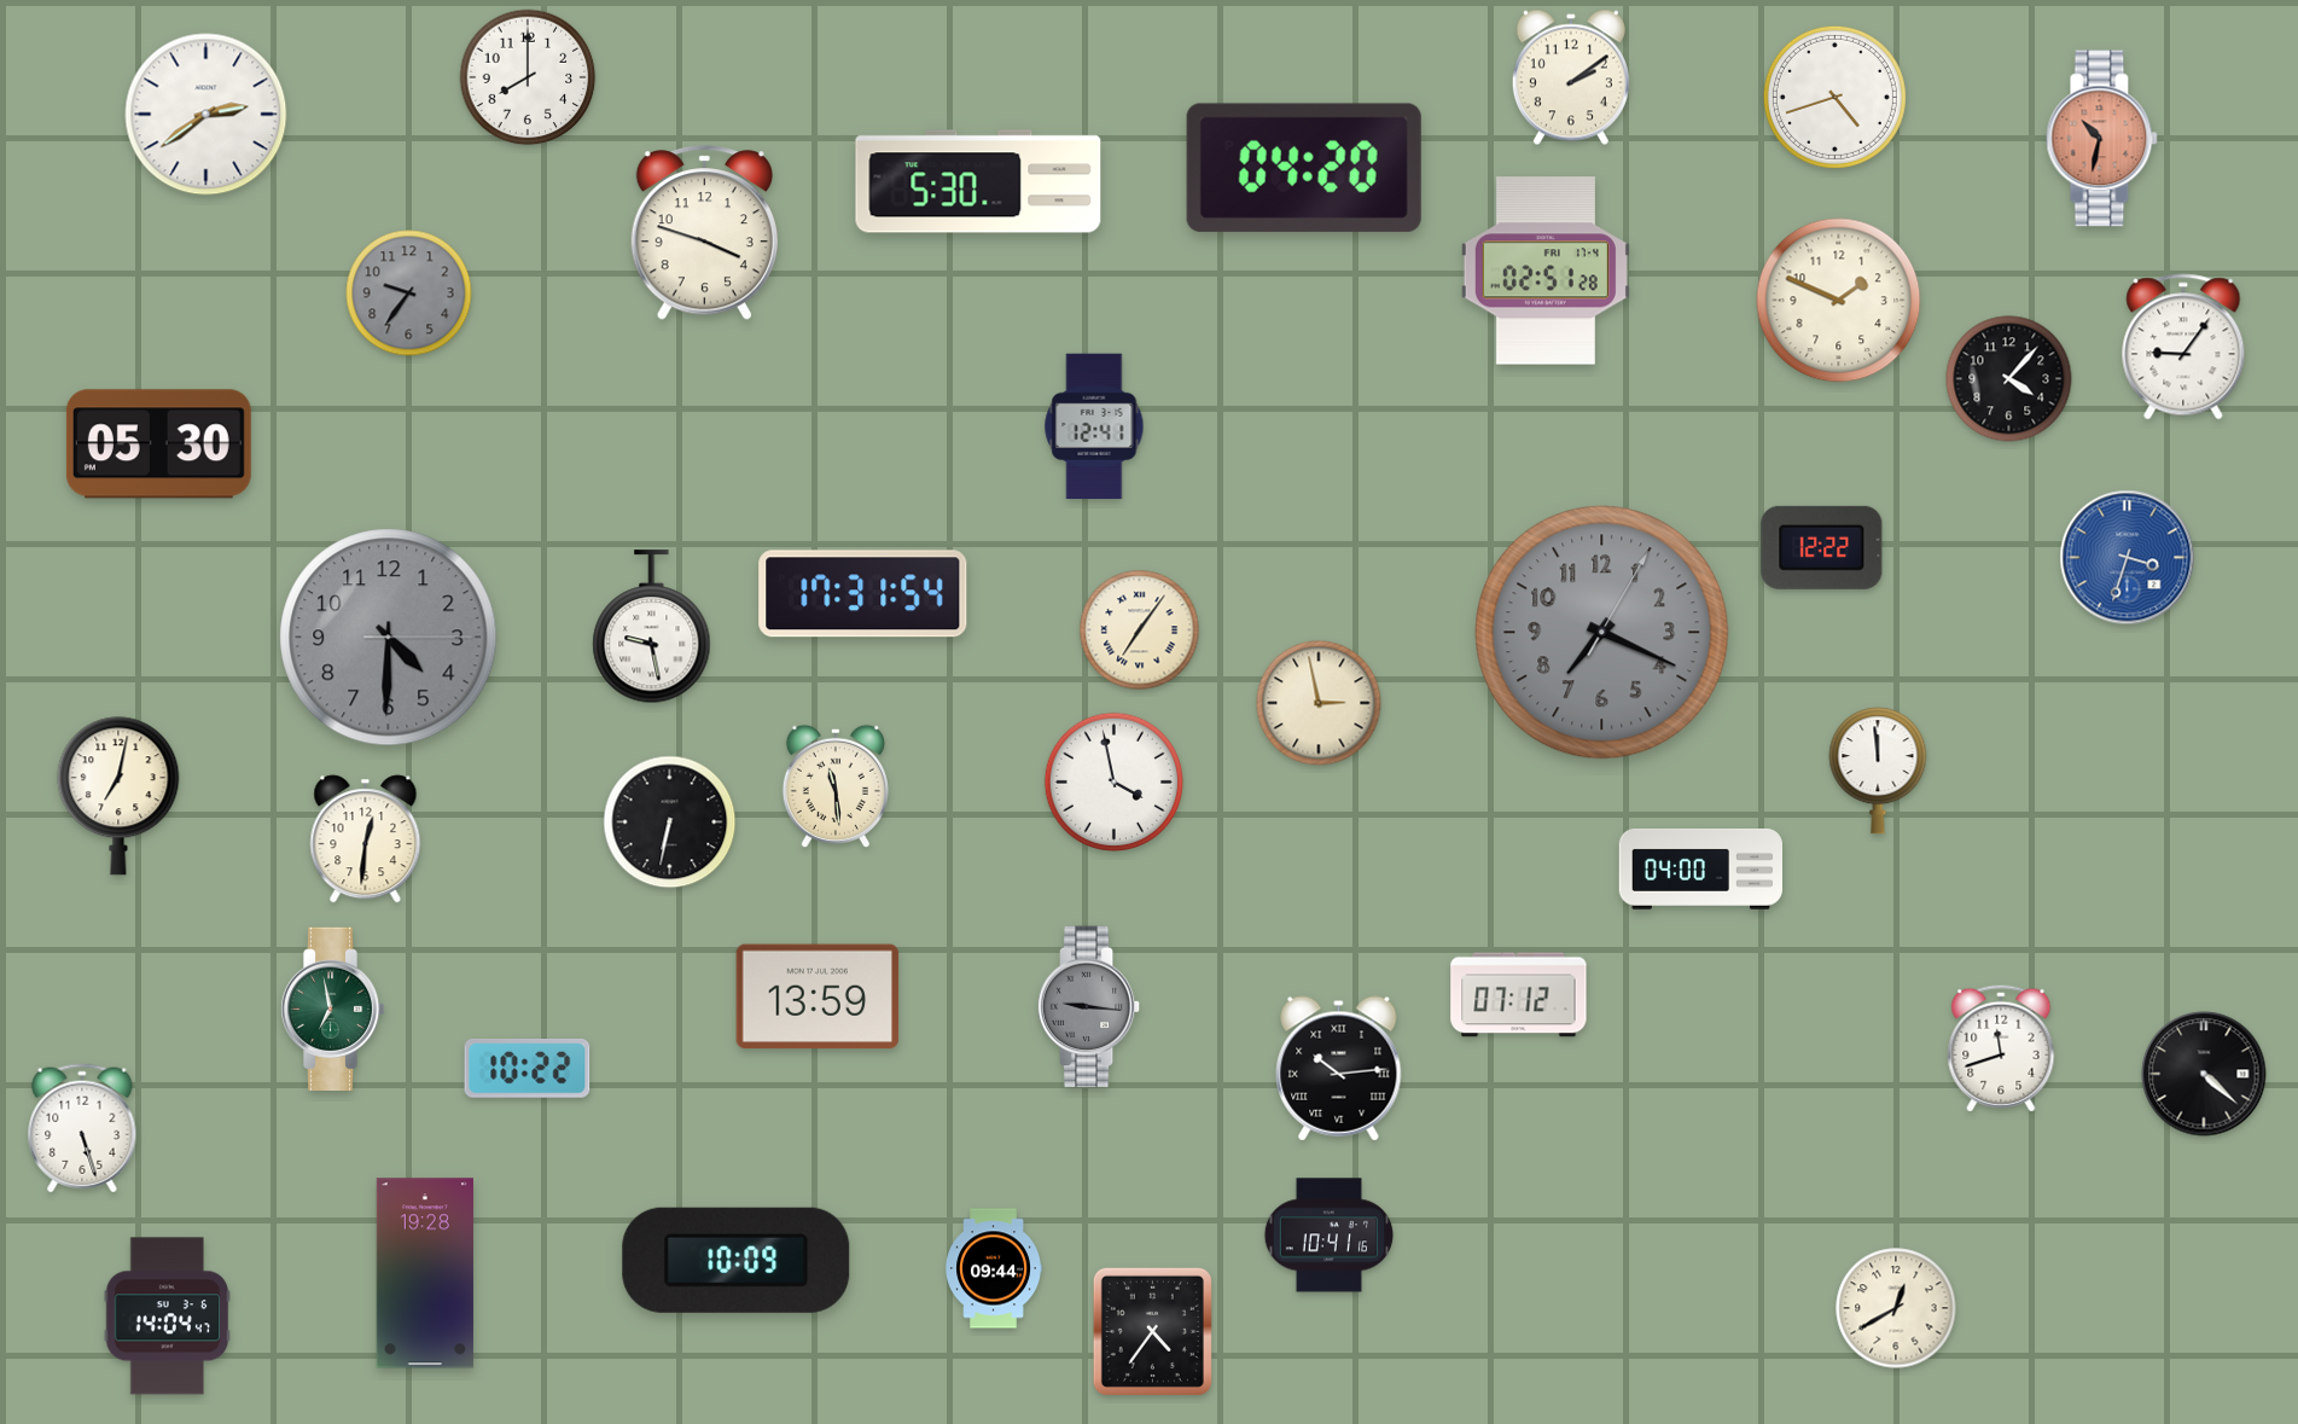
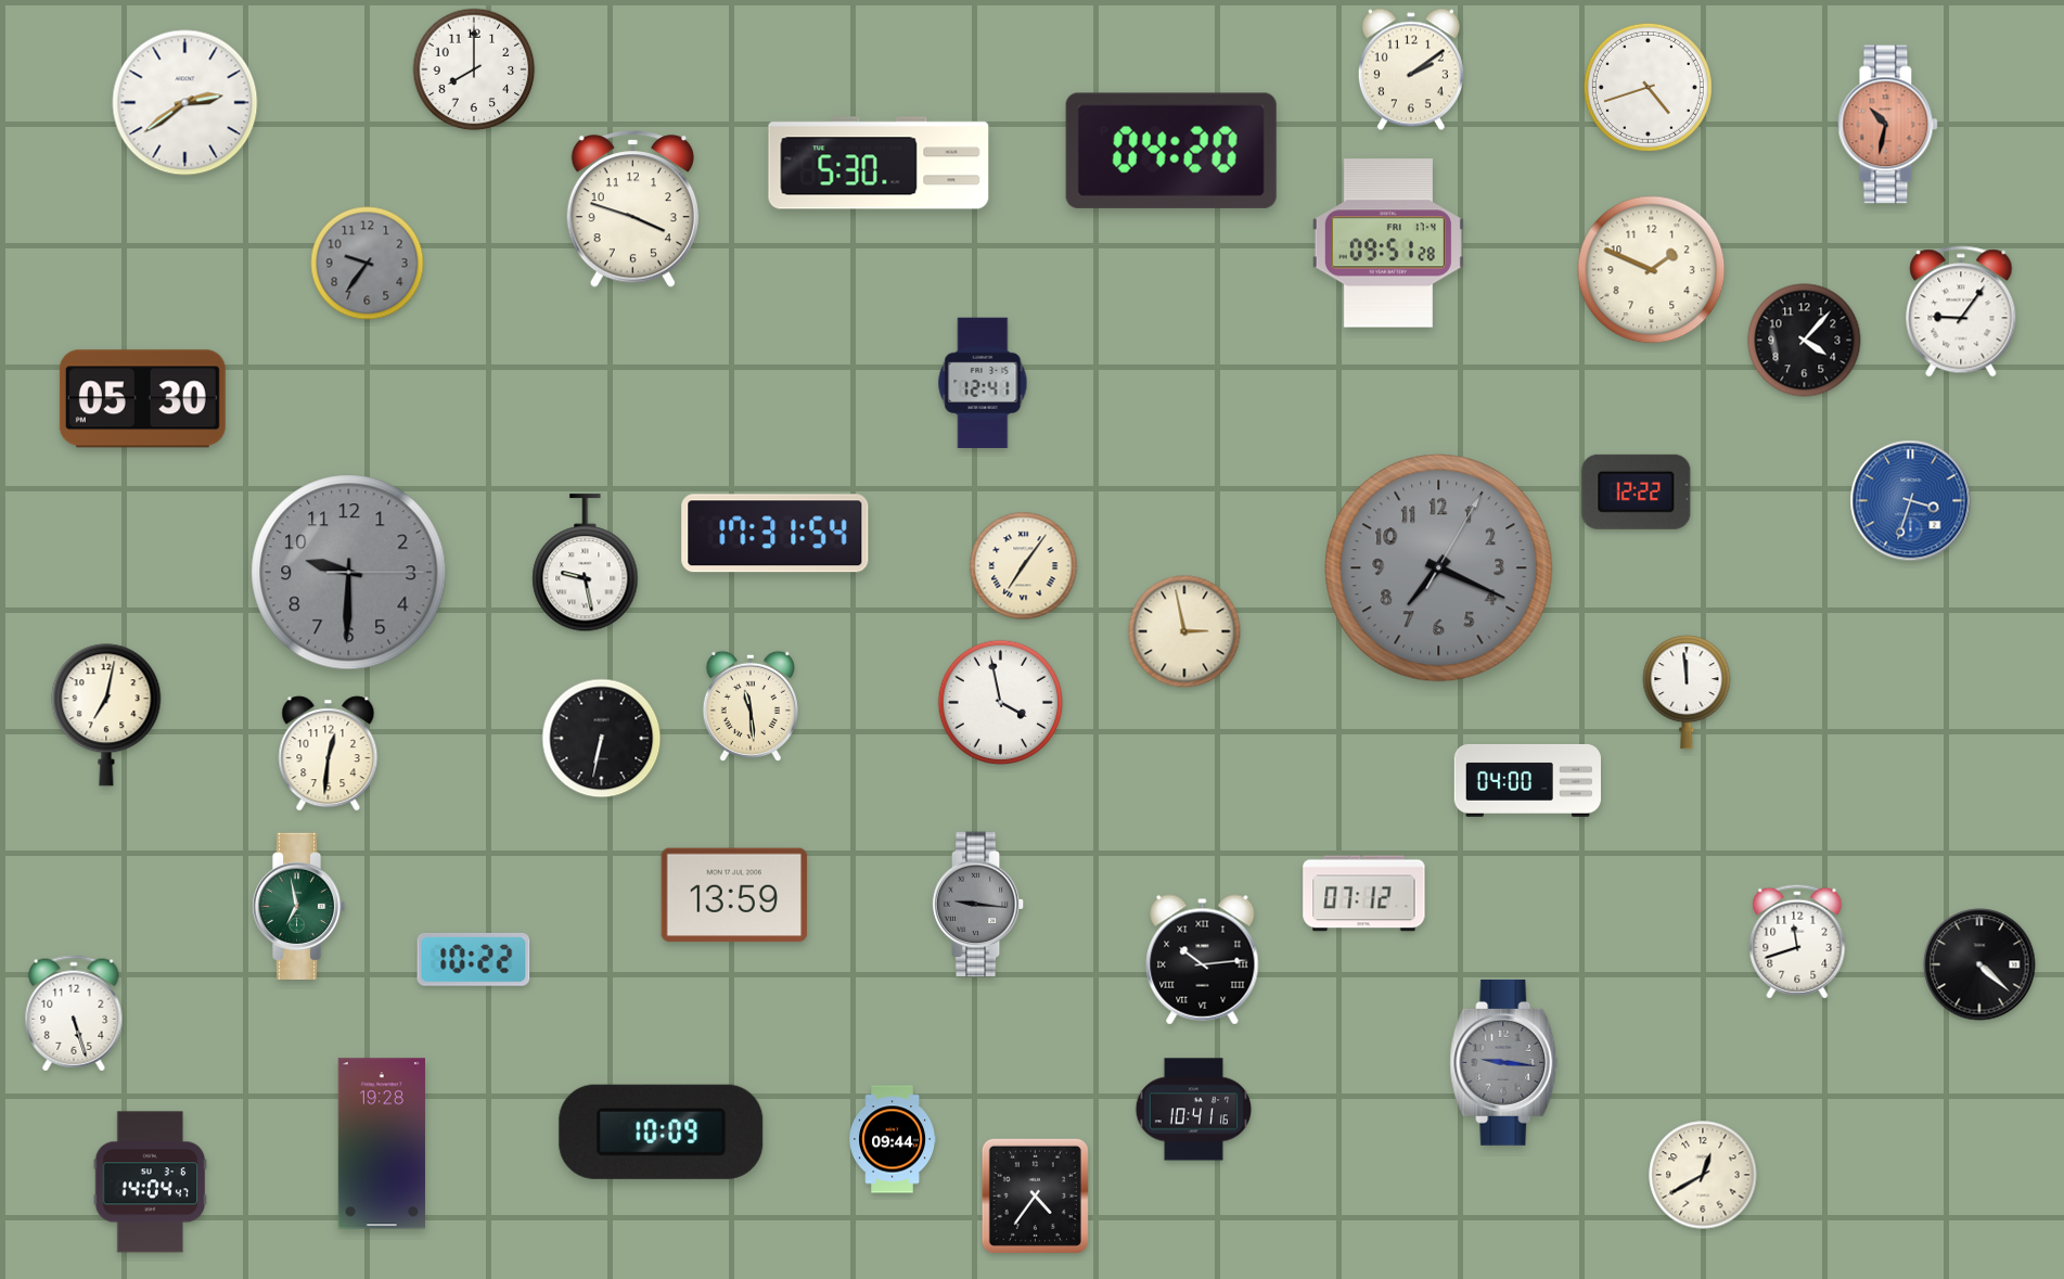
clock at (1546, 271): 02:51 -> 09:51
clock at (389, 638): 4:30 -> 9:30
clock at (1504, 1062): none -> 9:16
